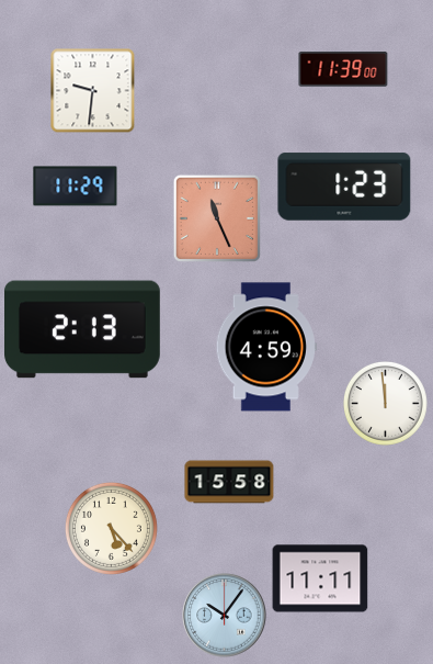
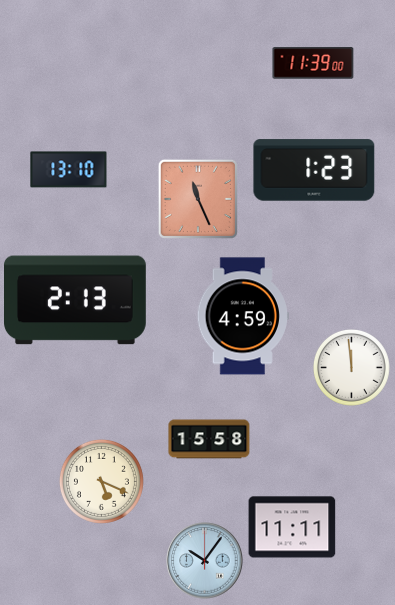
clock at (92, 90): 9:31 -> none
clock at (76, 187): 11:29 -> 13:10
clock at (111, 528): 5:23 -> 5:19
